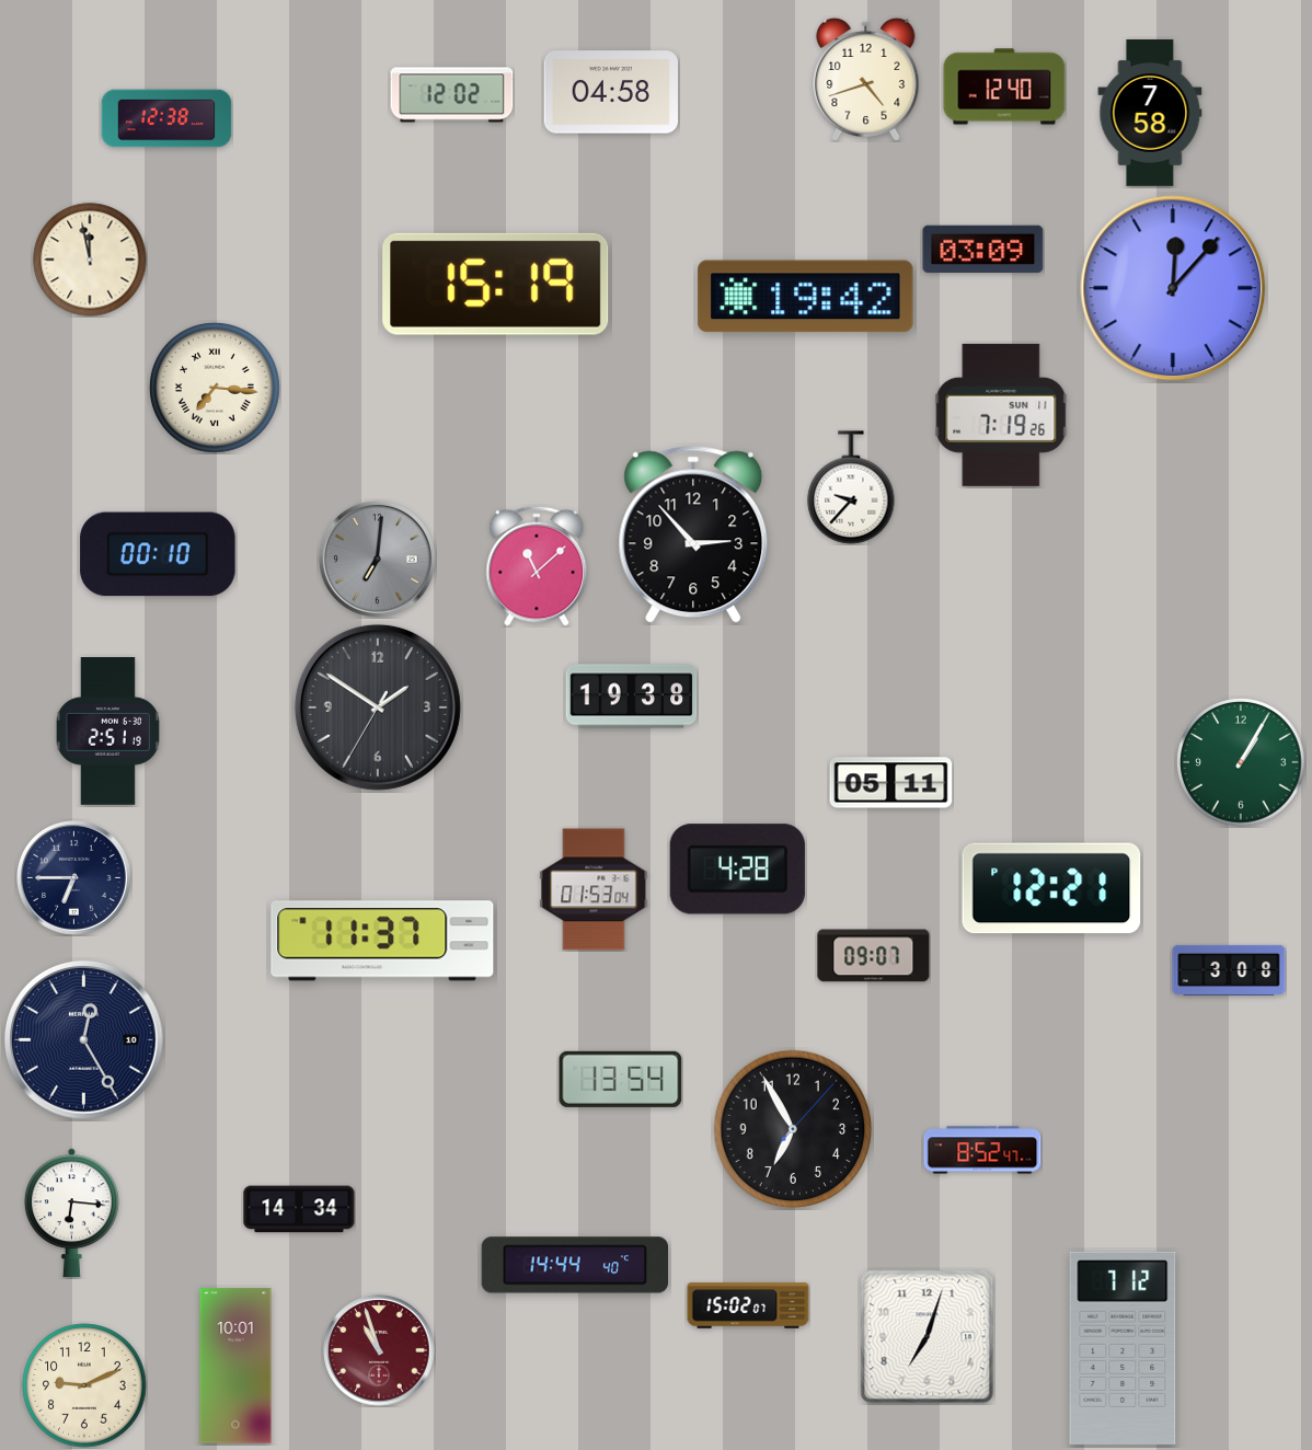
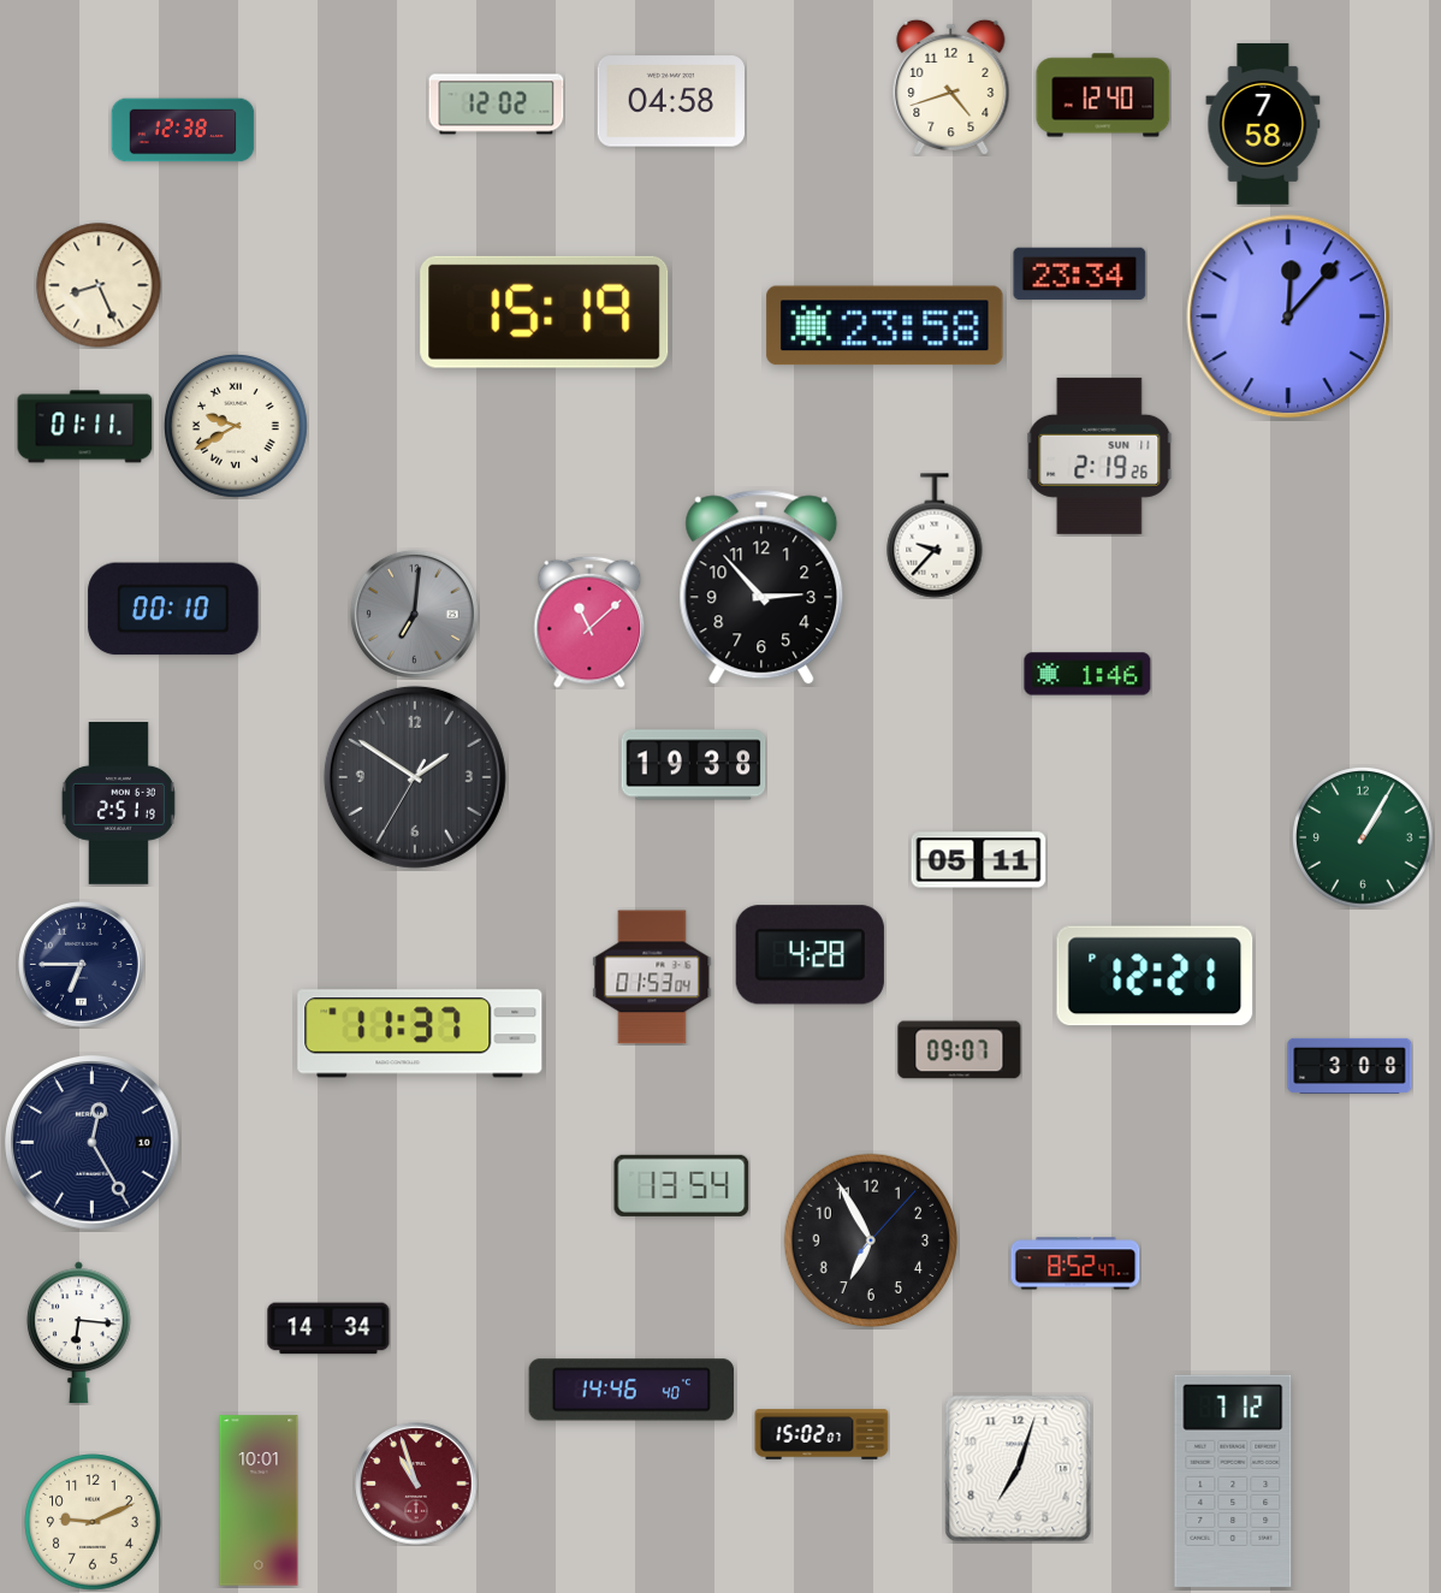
clock at (983, 250): 03:09 -> 23:34
clock at (90, 260): 11:58 -> 8:26
clock at (806, 297): 19:42 -> 23:58
clock at (85, 427): none -> 01:11
clock at (216, 389): 7:16 -> 9:40
clock at (1001, 415): 7:19 -> 2:19
clock at (1087, 674): none -> 1:46
clock at (982, 1150) position: (982, 1150) -> (1075, 1263)
clock at (575, 1265): 14:44 -> 14:46
